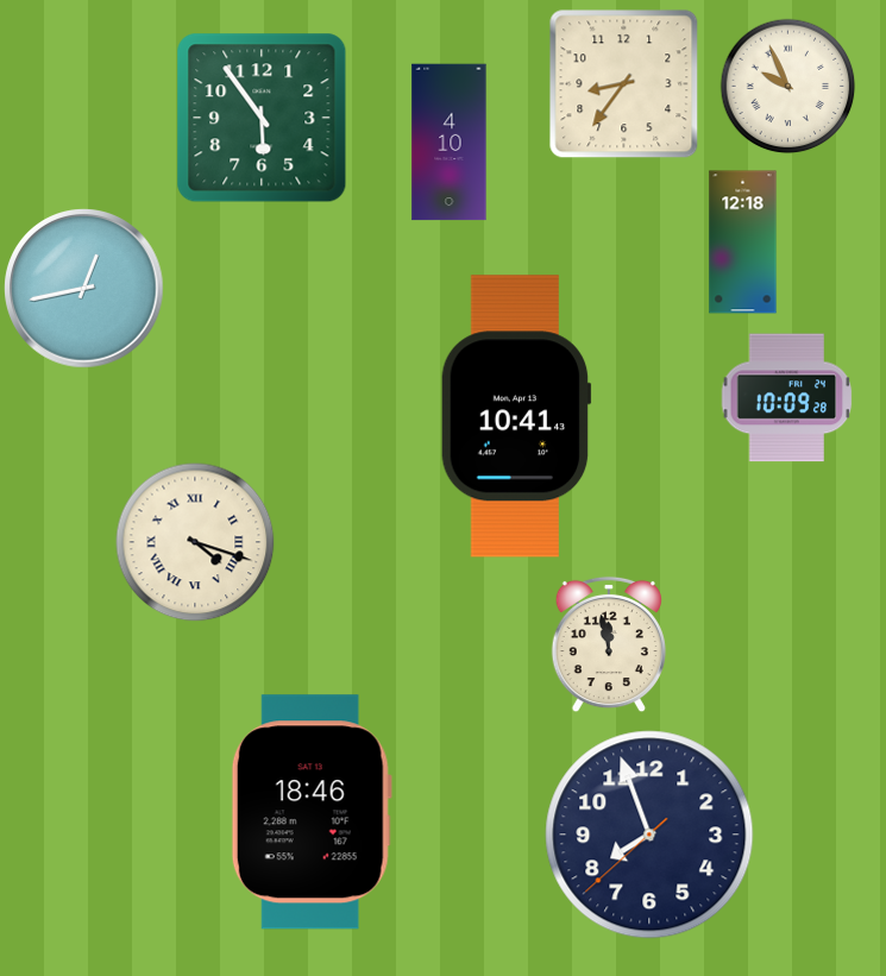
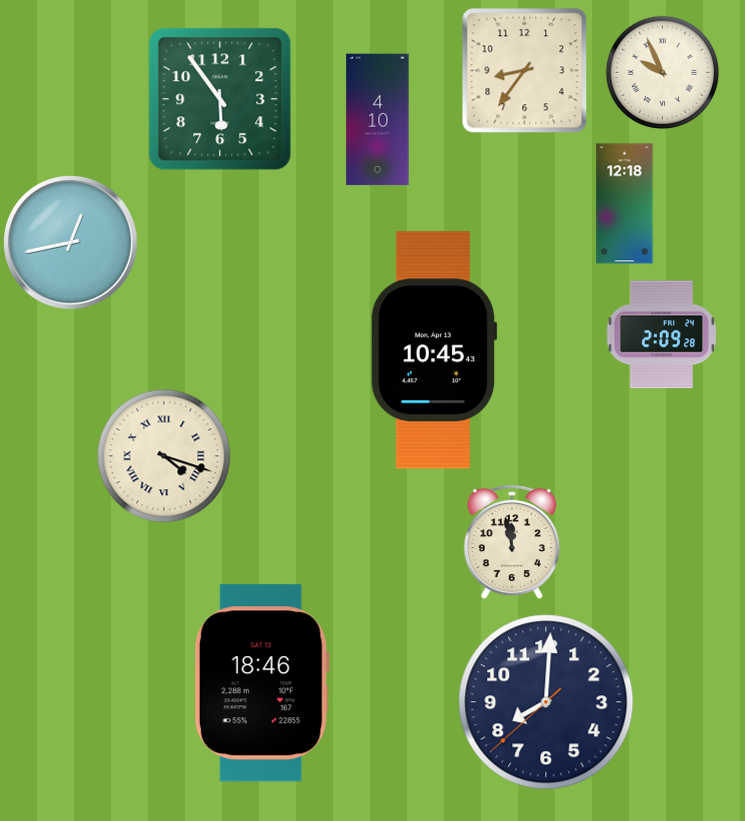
clock at (787, 398): 10:09 -> 2:09
clock at (516, 416): 10:41 -> 10:45
clock at (649, 835): 7:56 -> 8:00
